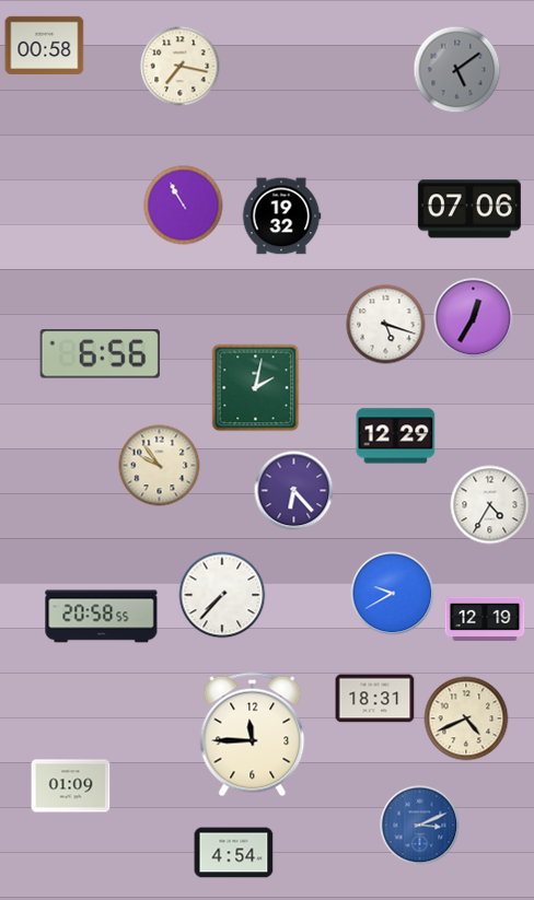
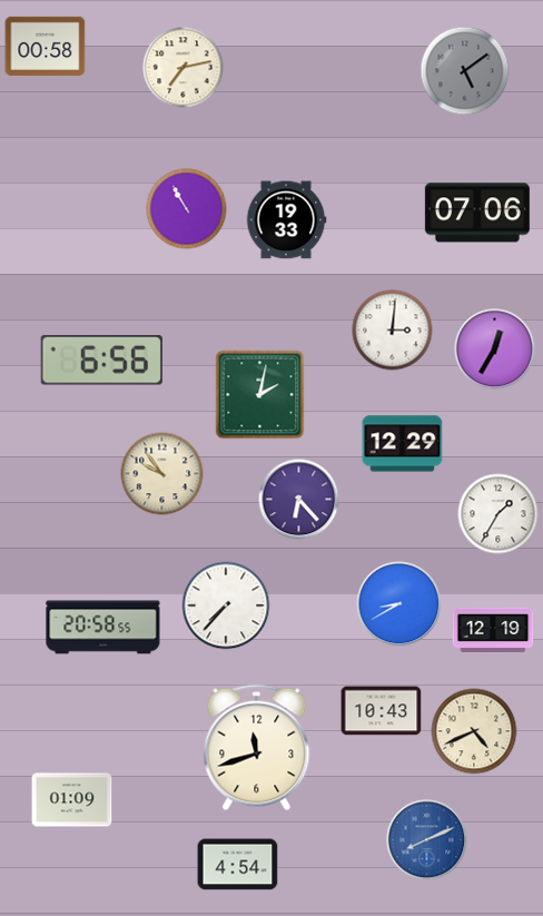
clock at (181, 67): 7:17 -> 7:13
clock at (281, 217): 19:32 -> 19:33
clock at (474, 318) position: (474, 318) -> (495, 349)
clock at (386, 325): 5:18 -> 3:01
clock at (490, 505): 4:35 -> 1:35
clock at (393, 594): 9:40 -> 8:40
clock at (375, 699): 18:31 -> 10:43
clock at (253, 735): 11:45 -> 11:42
clock at (420, 826): 3:11 -> 8:11
clock at (234, 853) position: (234, 853) -> (238, 865)
